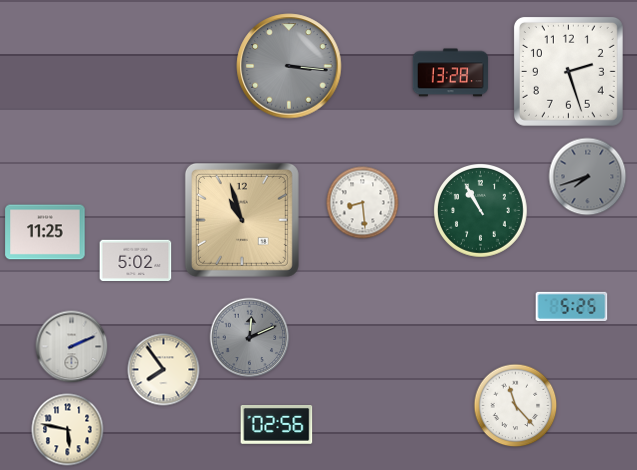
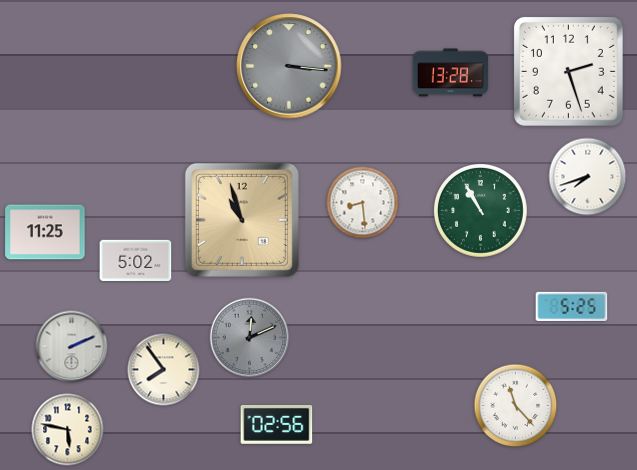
clock at (588, 177) dial: grey -> white
